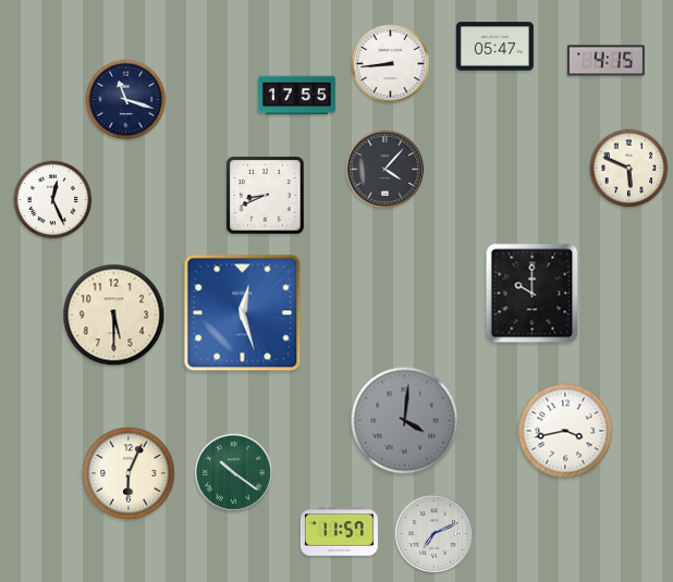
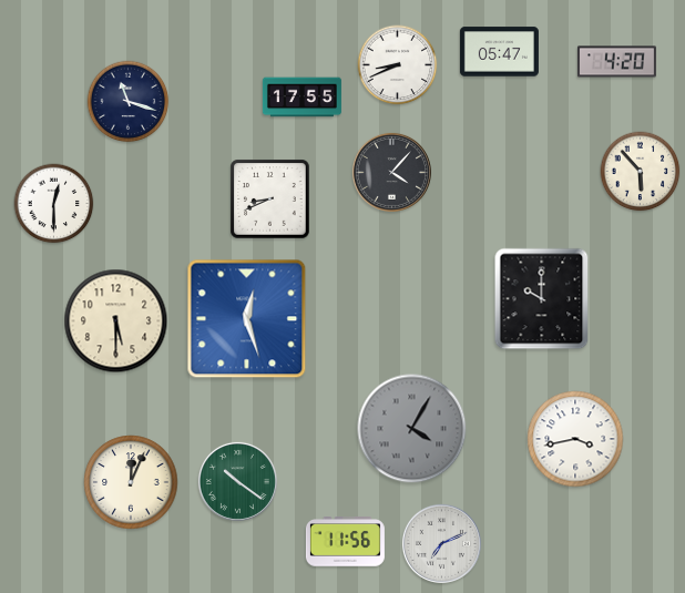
clock at (494, 47) position: (494, 47) -> (499, 52)
clock at (605, 61): 4:15 -> 4:20
clock at (391, 64): 8:44 -> 8:41
clock at (629, 169): 5:49 -> 5:53
clock at (53, 200): 12:26 -> 12:30
clock at (405, 421): 4:01 -> 4:05
clock at (129, 473): 6:04 -> 12:04
clock at (339, 532): 11:57 -> 11:56
